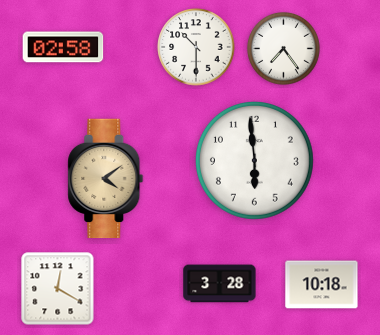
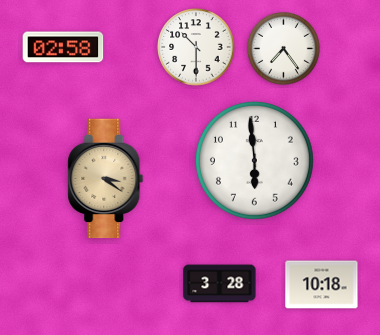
clock at (106, 179): 4:09 -> 3:21
clock at (58, 289): 12:20 -> none
